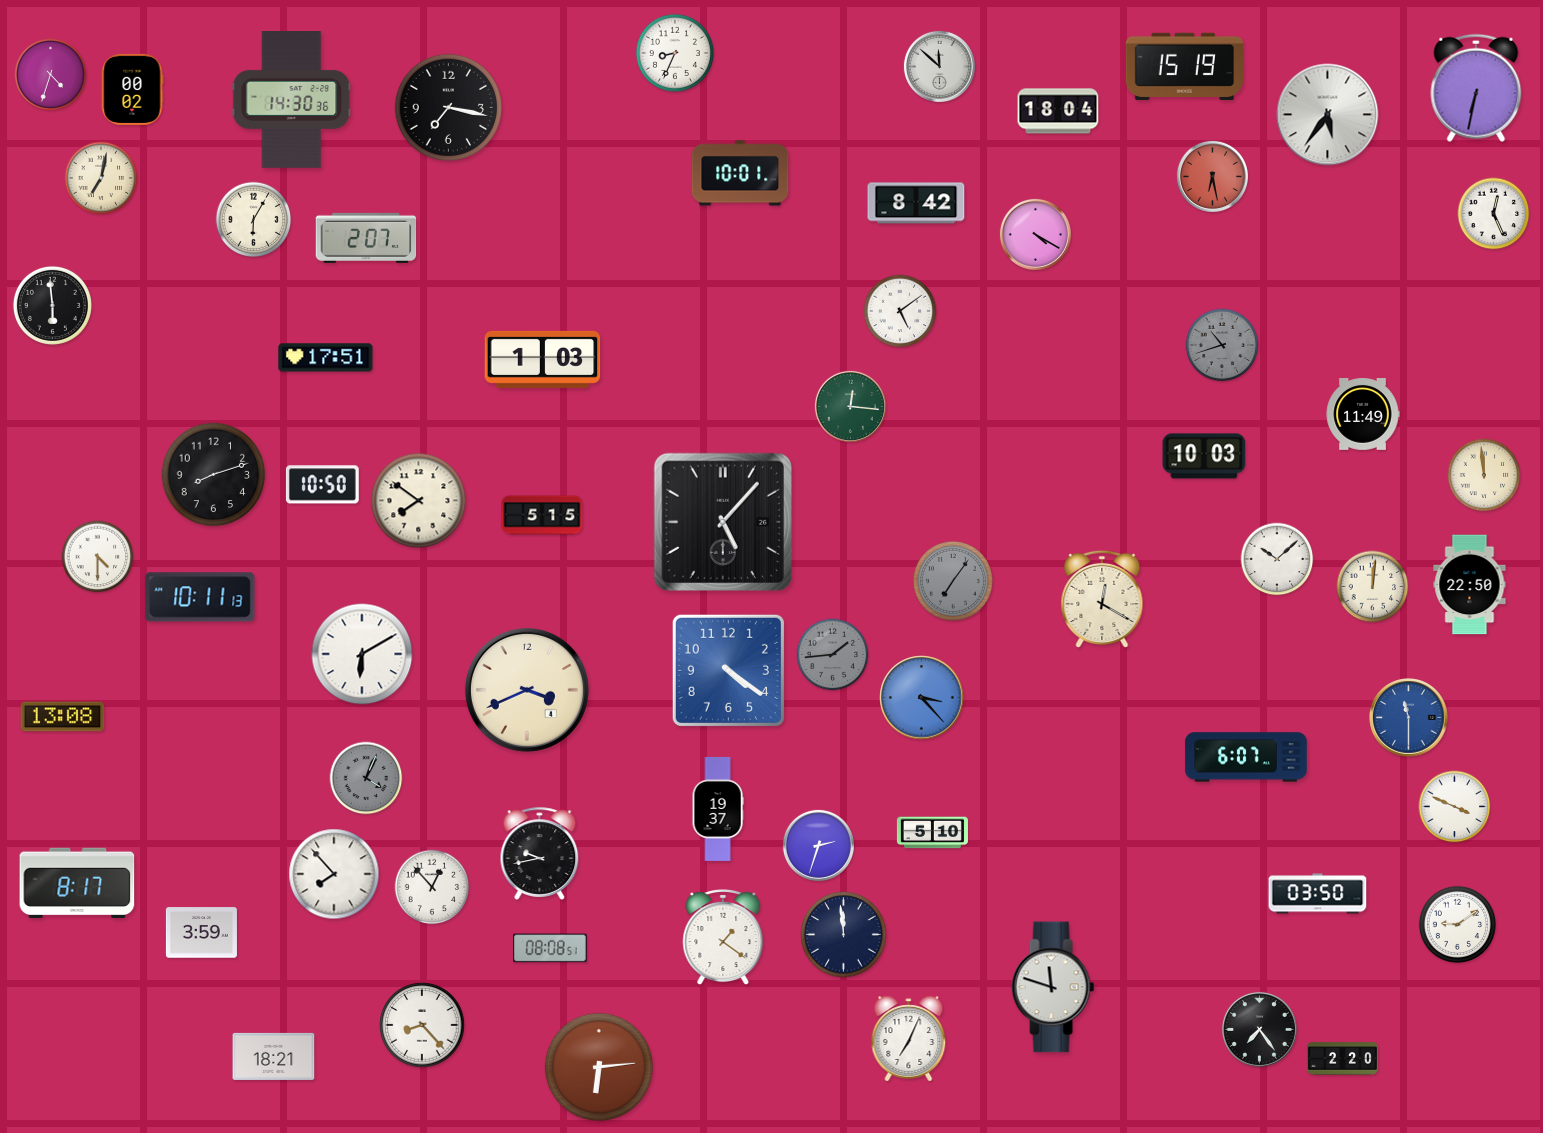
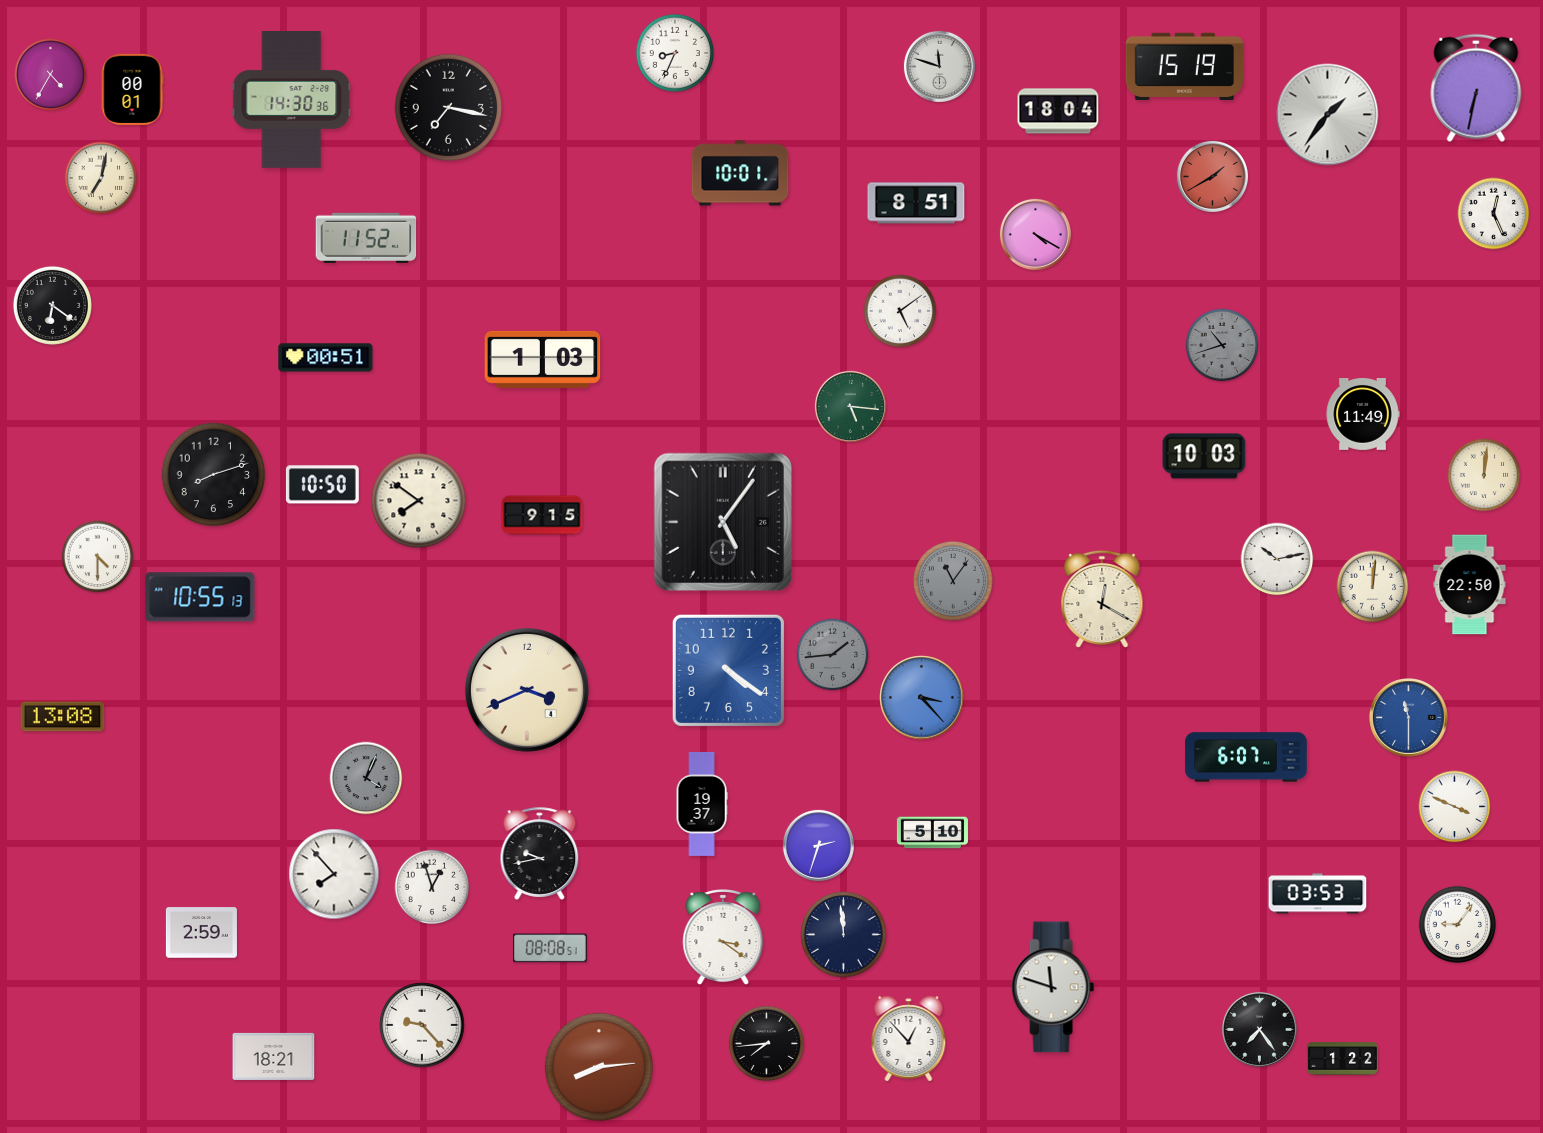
clock at (939, 66): 11:52 -> 11:48
clock at (51, 75): 4:33 -> 4:35
clock at (132, 89): 00:02 -> 00:01
clock at (1328, 115): 5:36 -> 1:36
clock at (1212, 176): 6:28 -> 1:40
clock at (916, 203): 8:42 -> 8:51
clock at (254, 220): 6:05 -> none
clock at (366, 238): 2:07 -> 11:52
clock at (52, 305): 5:59 -> 6:21
clock at (326, 358): 17:51 -> 00:51
clock at (850, 406): 12:16 -> 5:16
clock at (1484, 475): 11:59 -> 12:01
clock at (542, 515): 5:15 -> 9:15
clock at (722, 521): 5:07 -> 5:06
clock at (1277, 559): 10:08 -> 10:13
clock at (953, 581): 7:06 -> 11:06
clock at (200, 597): 10:11 -> 10:55
clock at (362, 654): 6:10 -> none
clock at (718, 809) position: (718, 809) -> (702, 804)
clock at (77, 882): 8:17 -> none
clock at (432, 887): 12:53 -> 12:57
clock at (1318, 894): 03:50 -> 03:53
clock at (1457, 924): 9:09 -> 9:06
clock at (201, 933): 3:59 -> 2:59
clock at (723, 938): 1:21 -> 3:21
clock at (422, 1025): 8:23 -> 9:23
clock at (909, 1039): 7:04 -> 12:53
clock at (767, 1044): none -> 7:44
clock at (1342, 1059): 2:20 -> 1:22
clock at (599, 1067): 6:14 -> 8:14
